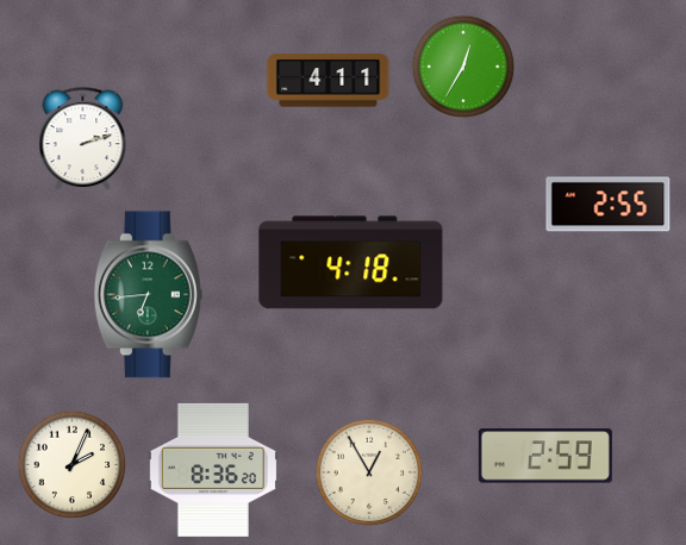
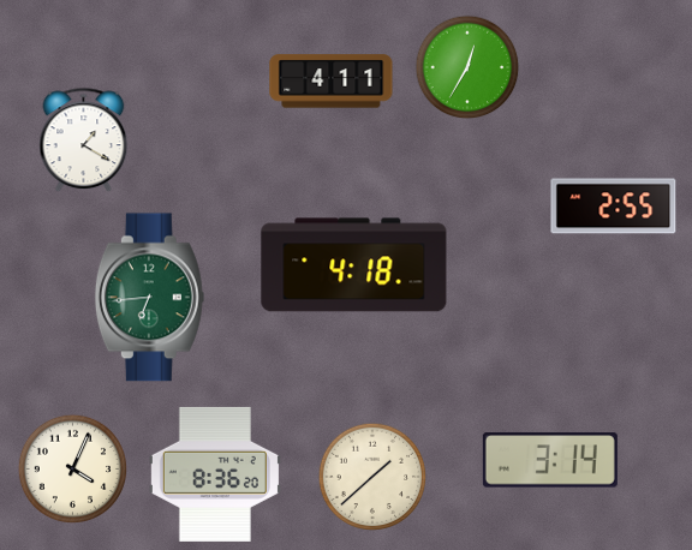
clock at (83, 139): 2:12 -> 1:20
clock at (545, 456): 2:59 -> 3:14
clock at (71, 464): 2:04 -> 4:04
clock at (369, 472): 12:55 -> 1:38
